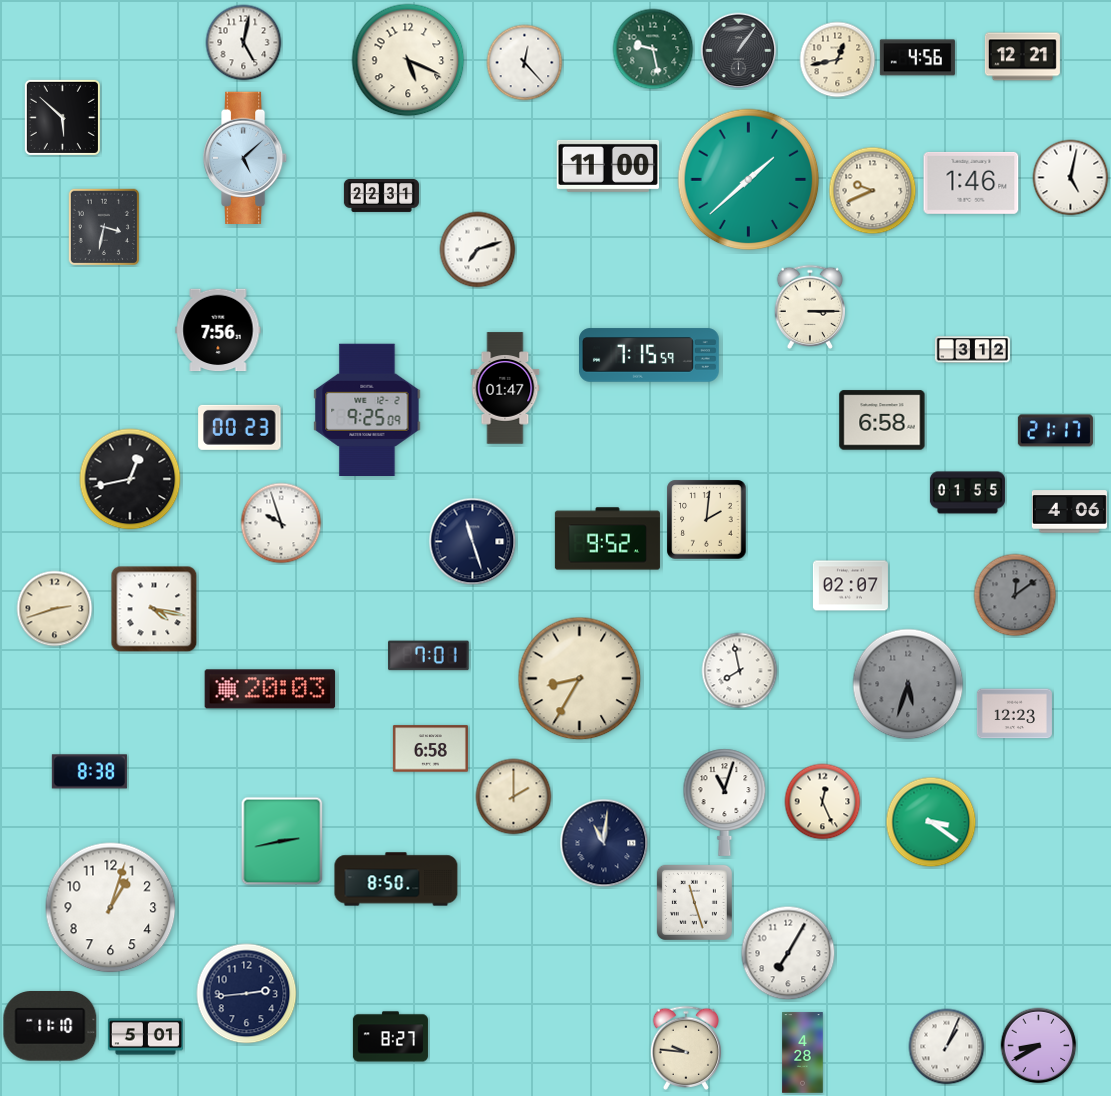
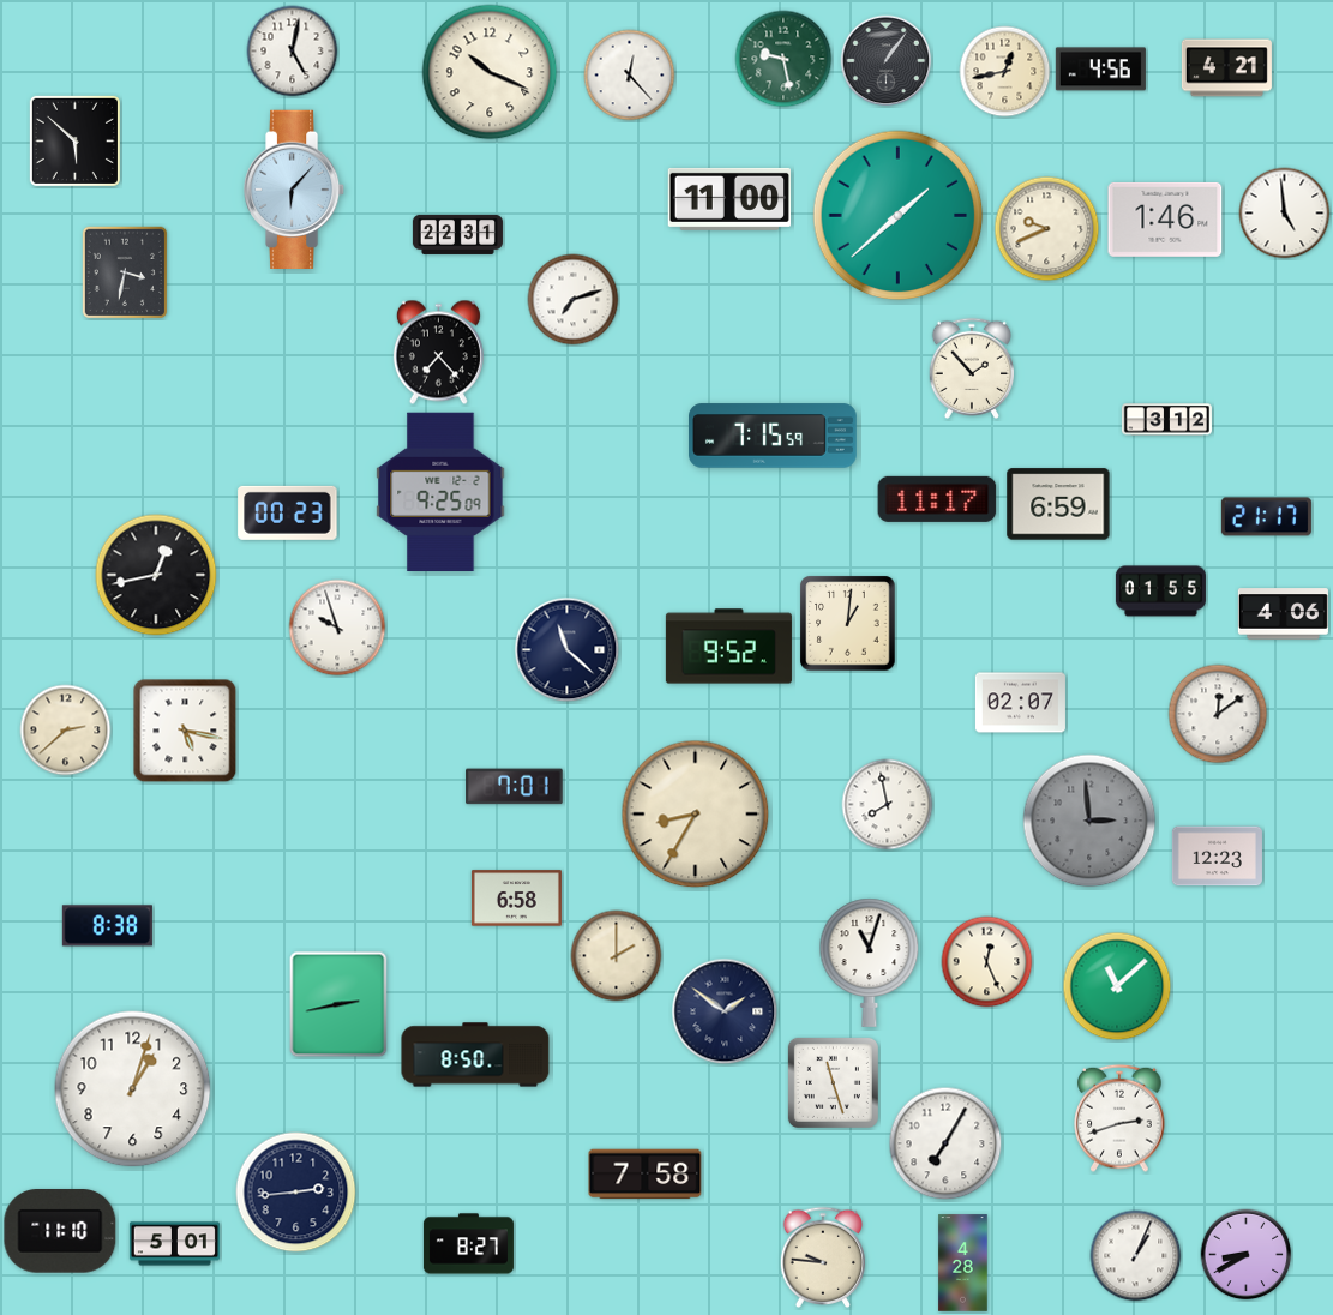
clock at (1022, 57): 12:21 -> 4:21
clock at (408, 60): 5:19 -> 10:19
clock at (245, 157): 5:08 -> 6:07
clock at (1071, 178): 5:02 -> 4:59
clock at (438, 353): none -> 7:23
clock at (809, 307): 3:15 -> 1:53
clock at (218, 330): 7:56 -> none
clock at (650, 355) position: (650, 355) -> (774, 436)
clock at (505, 388): 01:47 -> none
clock at (937, 499): none -> 11:17
clock at (882, 420): 6:58 -> 6:59
clock at (707, 520): 2:01 -> 1:01
clock at (473, 542): 11:27 -> 11:22
clock at (1015, 595) dial: grey -> white
clock at (55, 609): 2:42 -> 2:38
clock at (154, 609): 4:17 -> 5:17
clock at (908, 684): 5:33 -> 2:59
clock at (270, 689): 20:03 -> none
clock at (931, 822): 3:21 -> 11:08
clock at (282, 841) position: (282, 841) -> (338, 1004)
clock at (604, 843): 11:01 -> 1:51
clock at (1119, 1118): none -> 2:42
clock at (646, 1175): none -> 7:58
